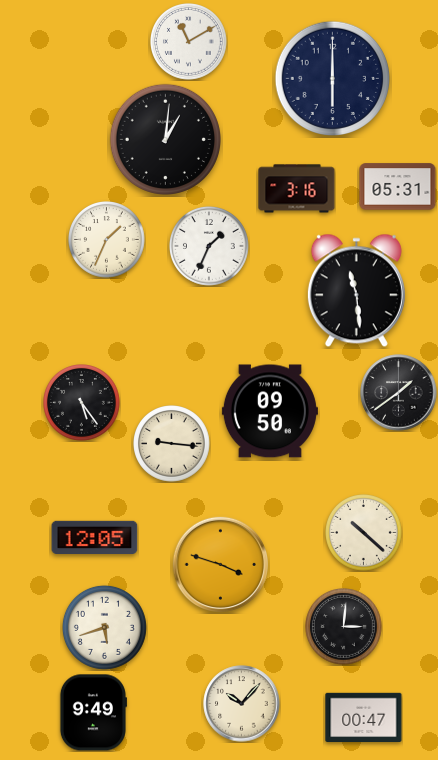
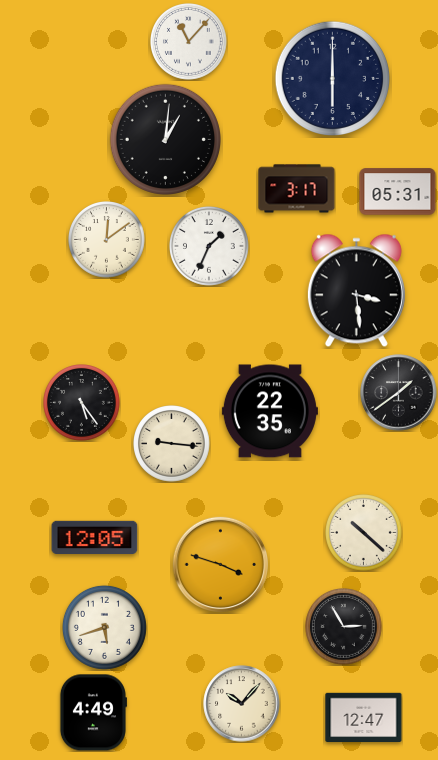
clock at (189, 42): 11:10 -> 11:07
clock at (398, 187) position: (398, 187) -> (398, 192)
clock at (297, 189): 3:16 -> 3:17
clock at (107, 240): 1:34 -> 12:09
clock at (356, 291): 11:29 -> 3:29
clock at (270, 411): 09:50 -> 22:35
clock at (344, 627): 3:01 -> 2:55
clock at (93, 713): 9:49 -> 4:49
clock at (364, 717): 00:47 -> 12:47
